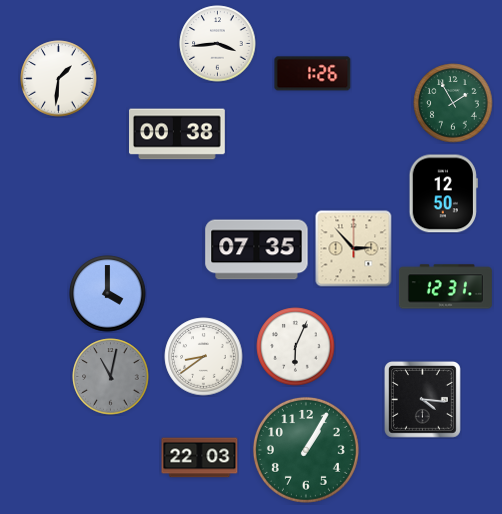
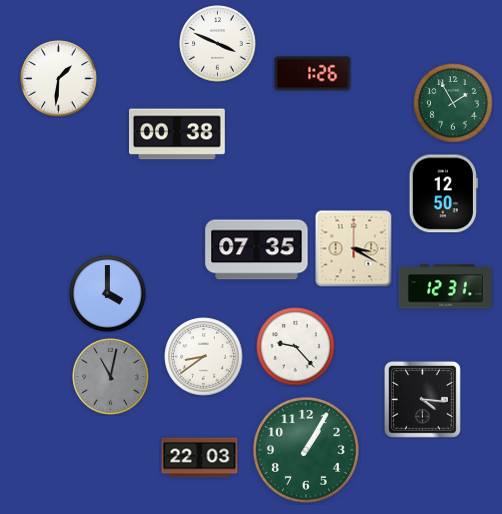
clock at (218, 44): 3:44 -> 3:49
clock at (354, 249): 2:53 -> 3:20
clock at (296, 347): 6:04 -> 9:23
